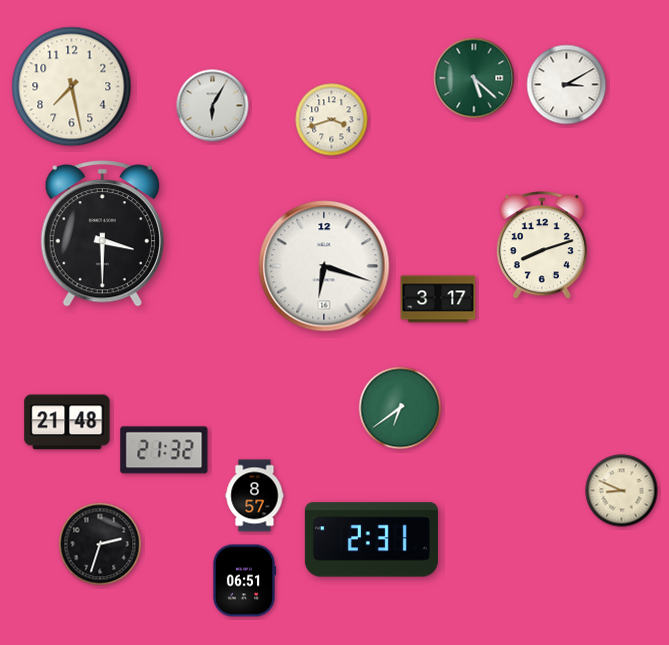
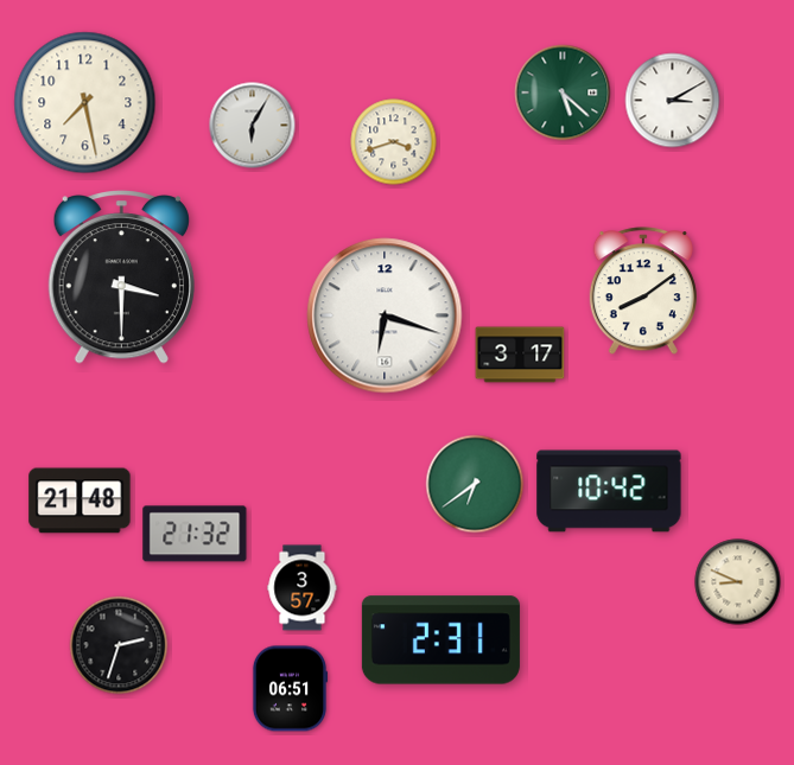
clock at (542, 246): 8:12 -> 8:09
clock at (609, 491): none -> 10:42
clock at (255, 496): 8:57 -> 3:57
